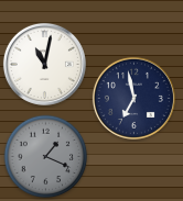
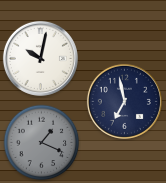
clock at (44, 64): 11:02 -> 10:02
clock at (133, 98) position: (133, 98) -> (124, 101)
